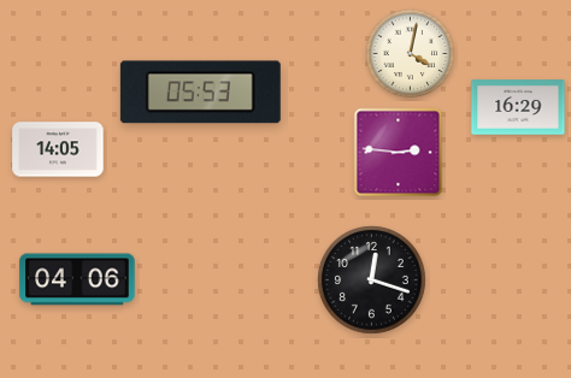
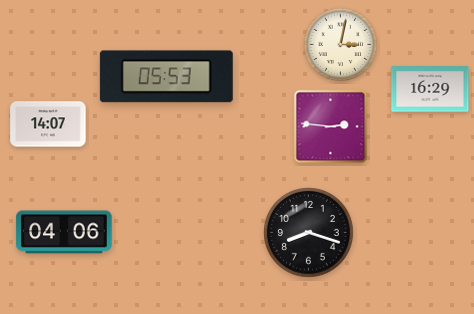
clock at (411, 54): 4:02 -> 3:02
clock at (58, 149): 14:05 -> 14:07
clock at (372, 280): 12:18 -> 8:18
